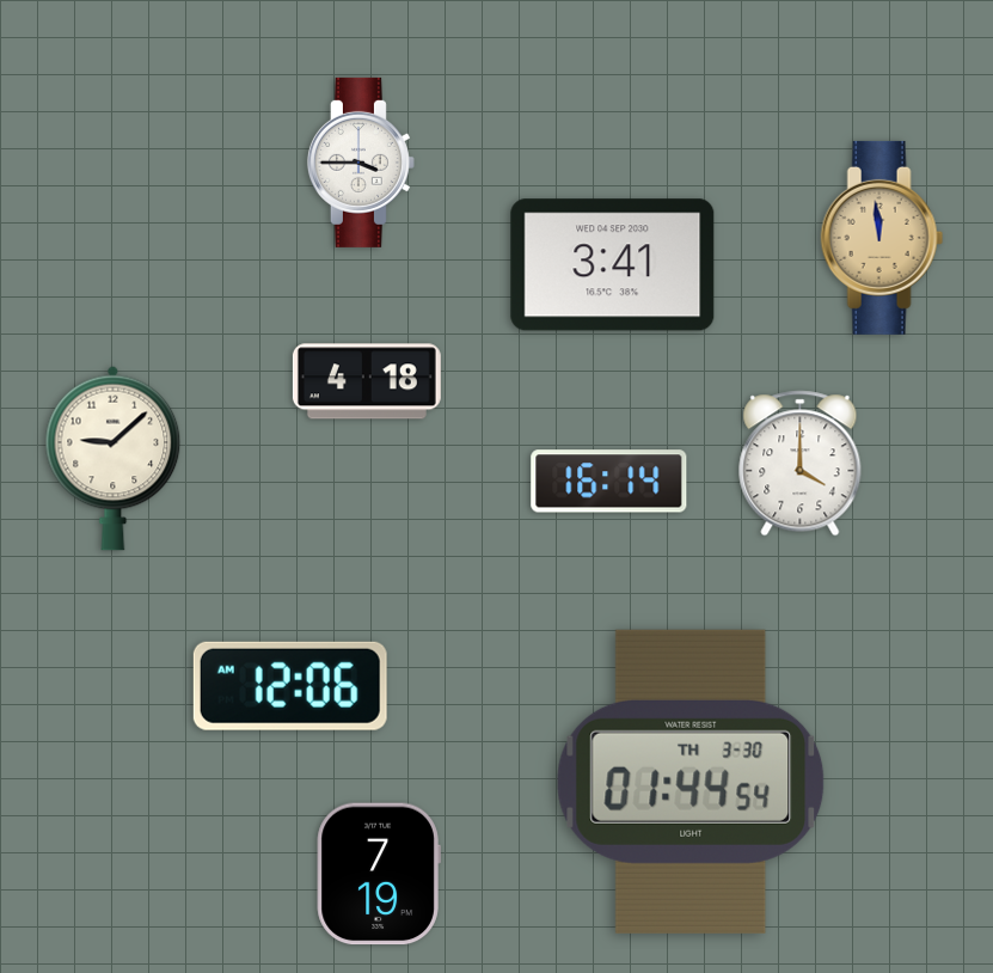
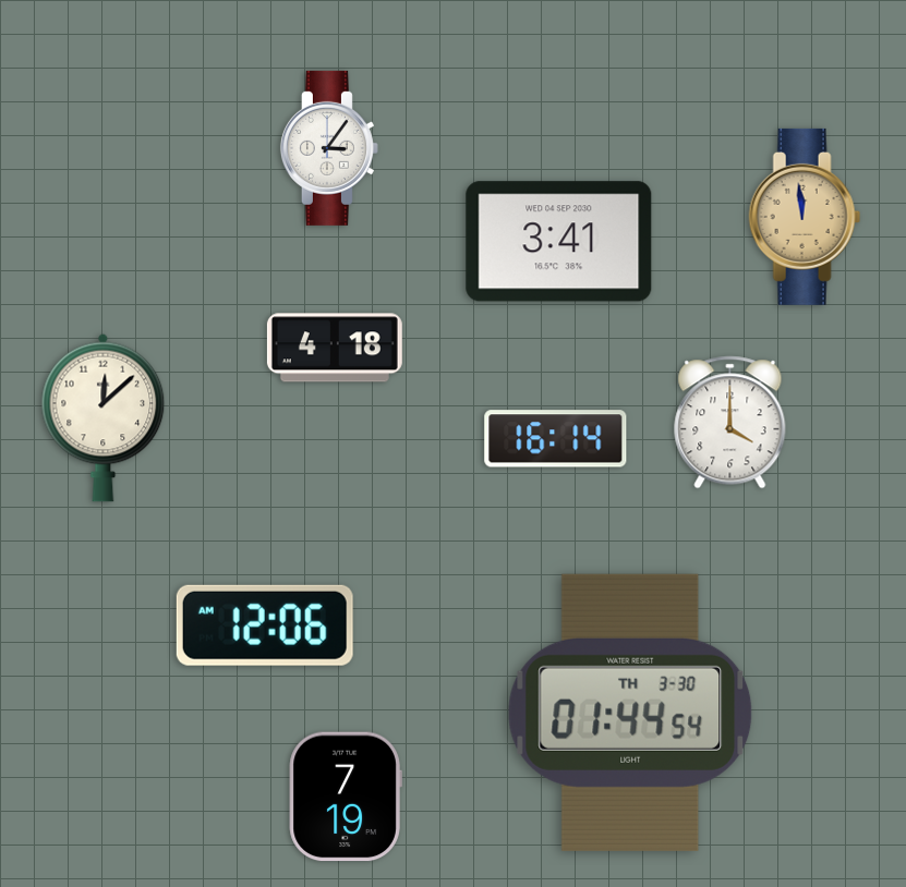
clock at (361, 163): 3:45 -> 3:06
clock at (114, 458): 9:08 -> 12:08
